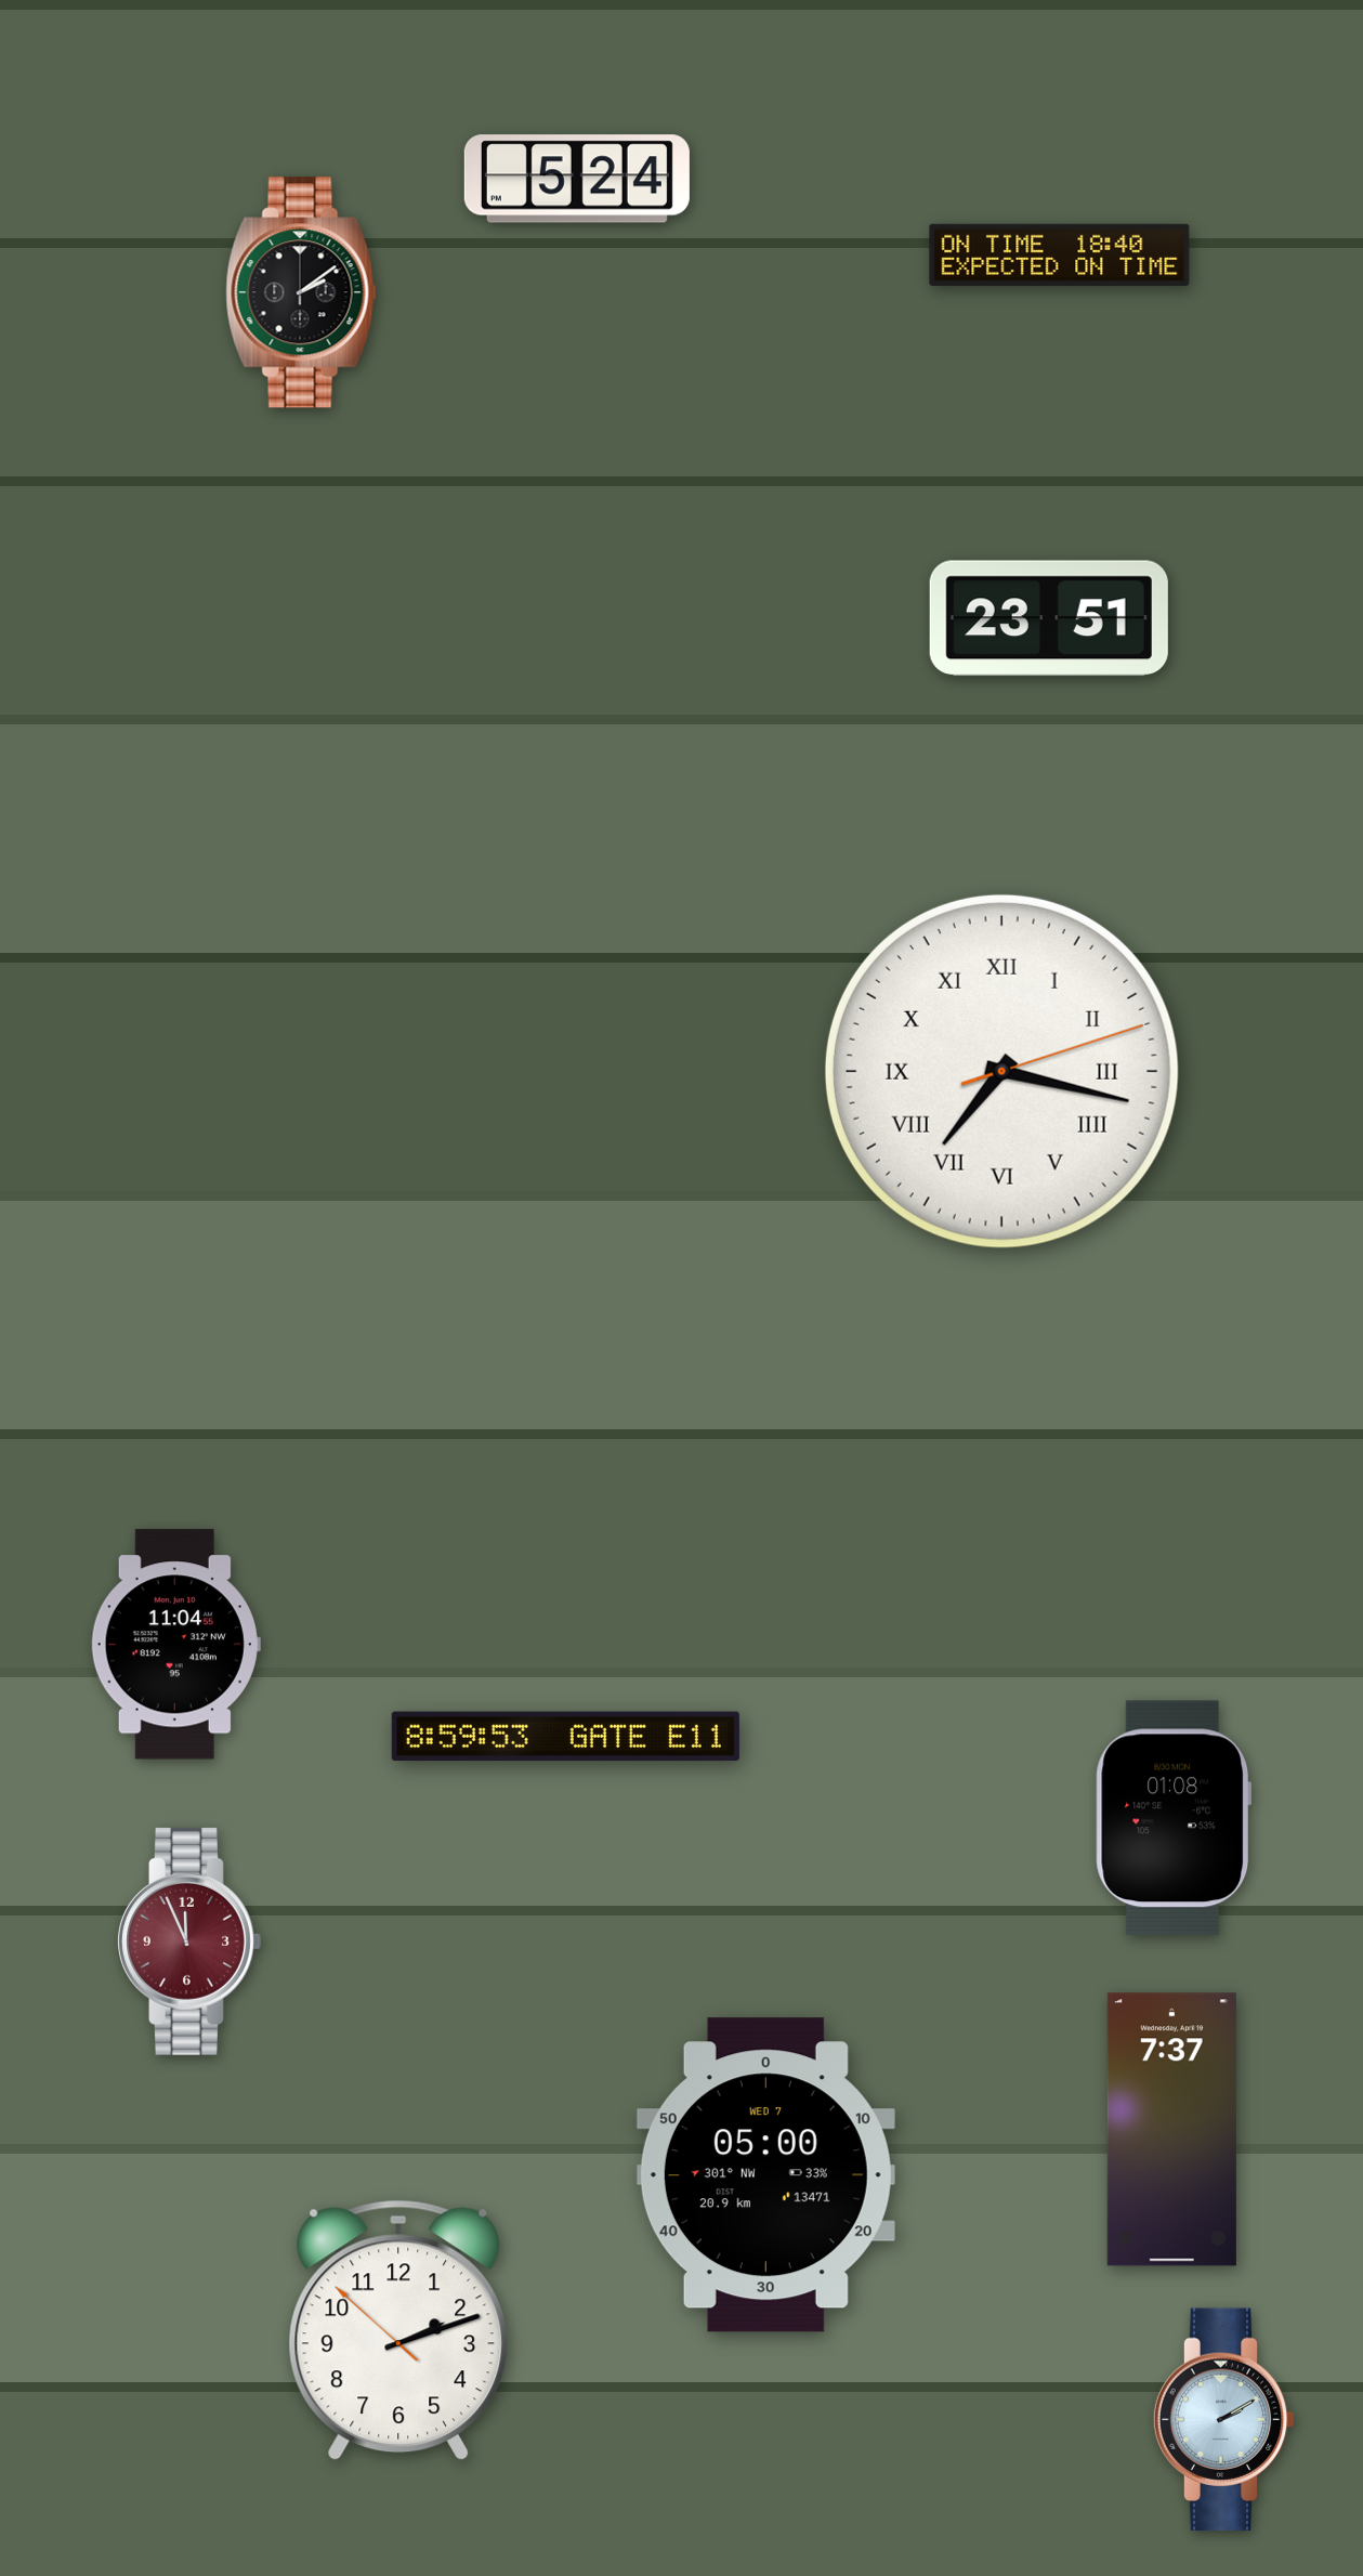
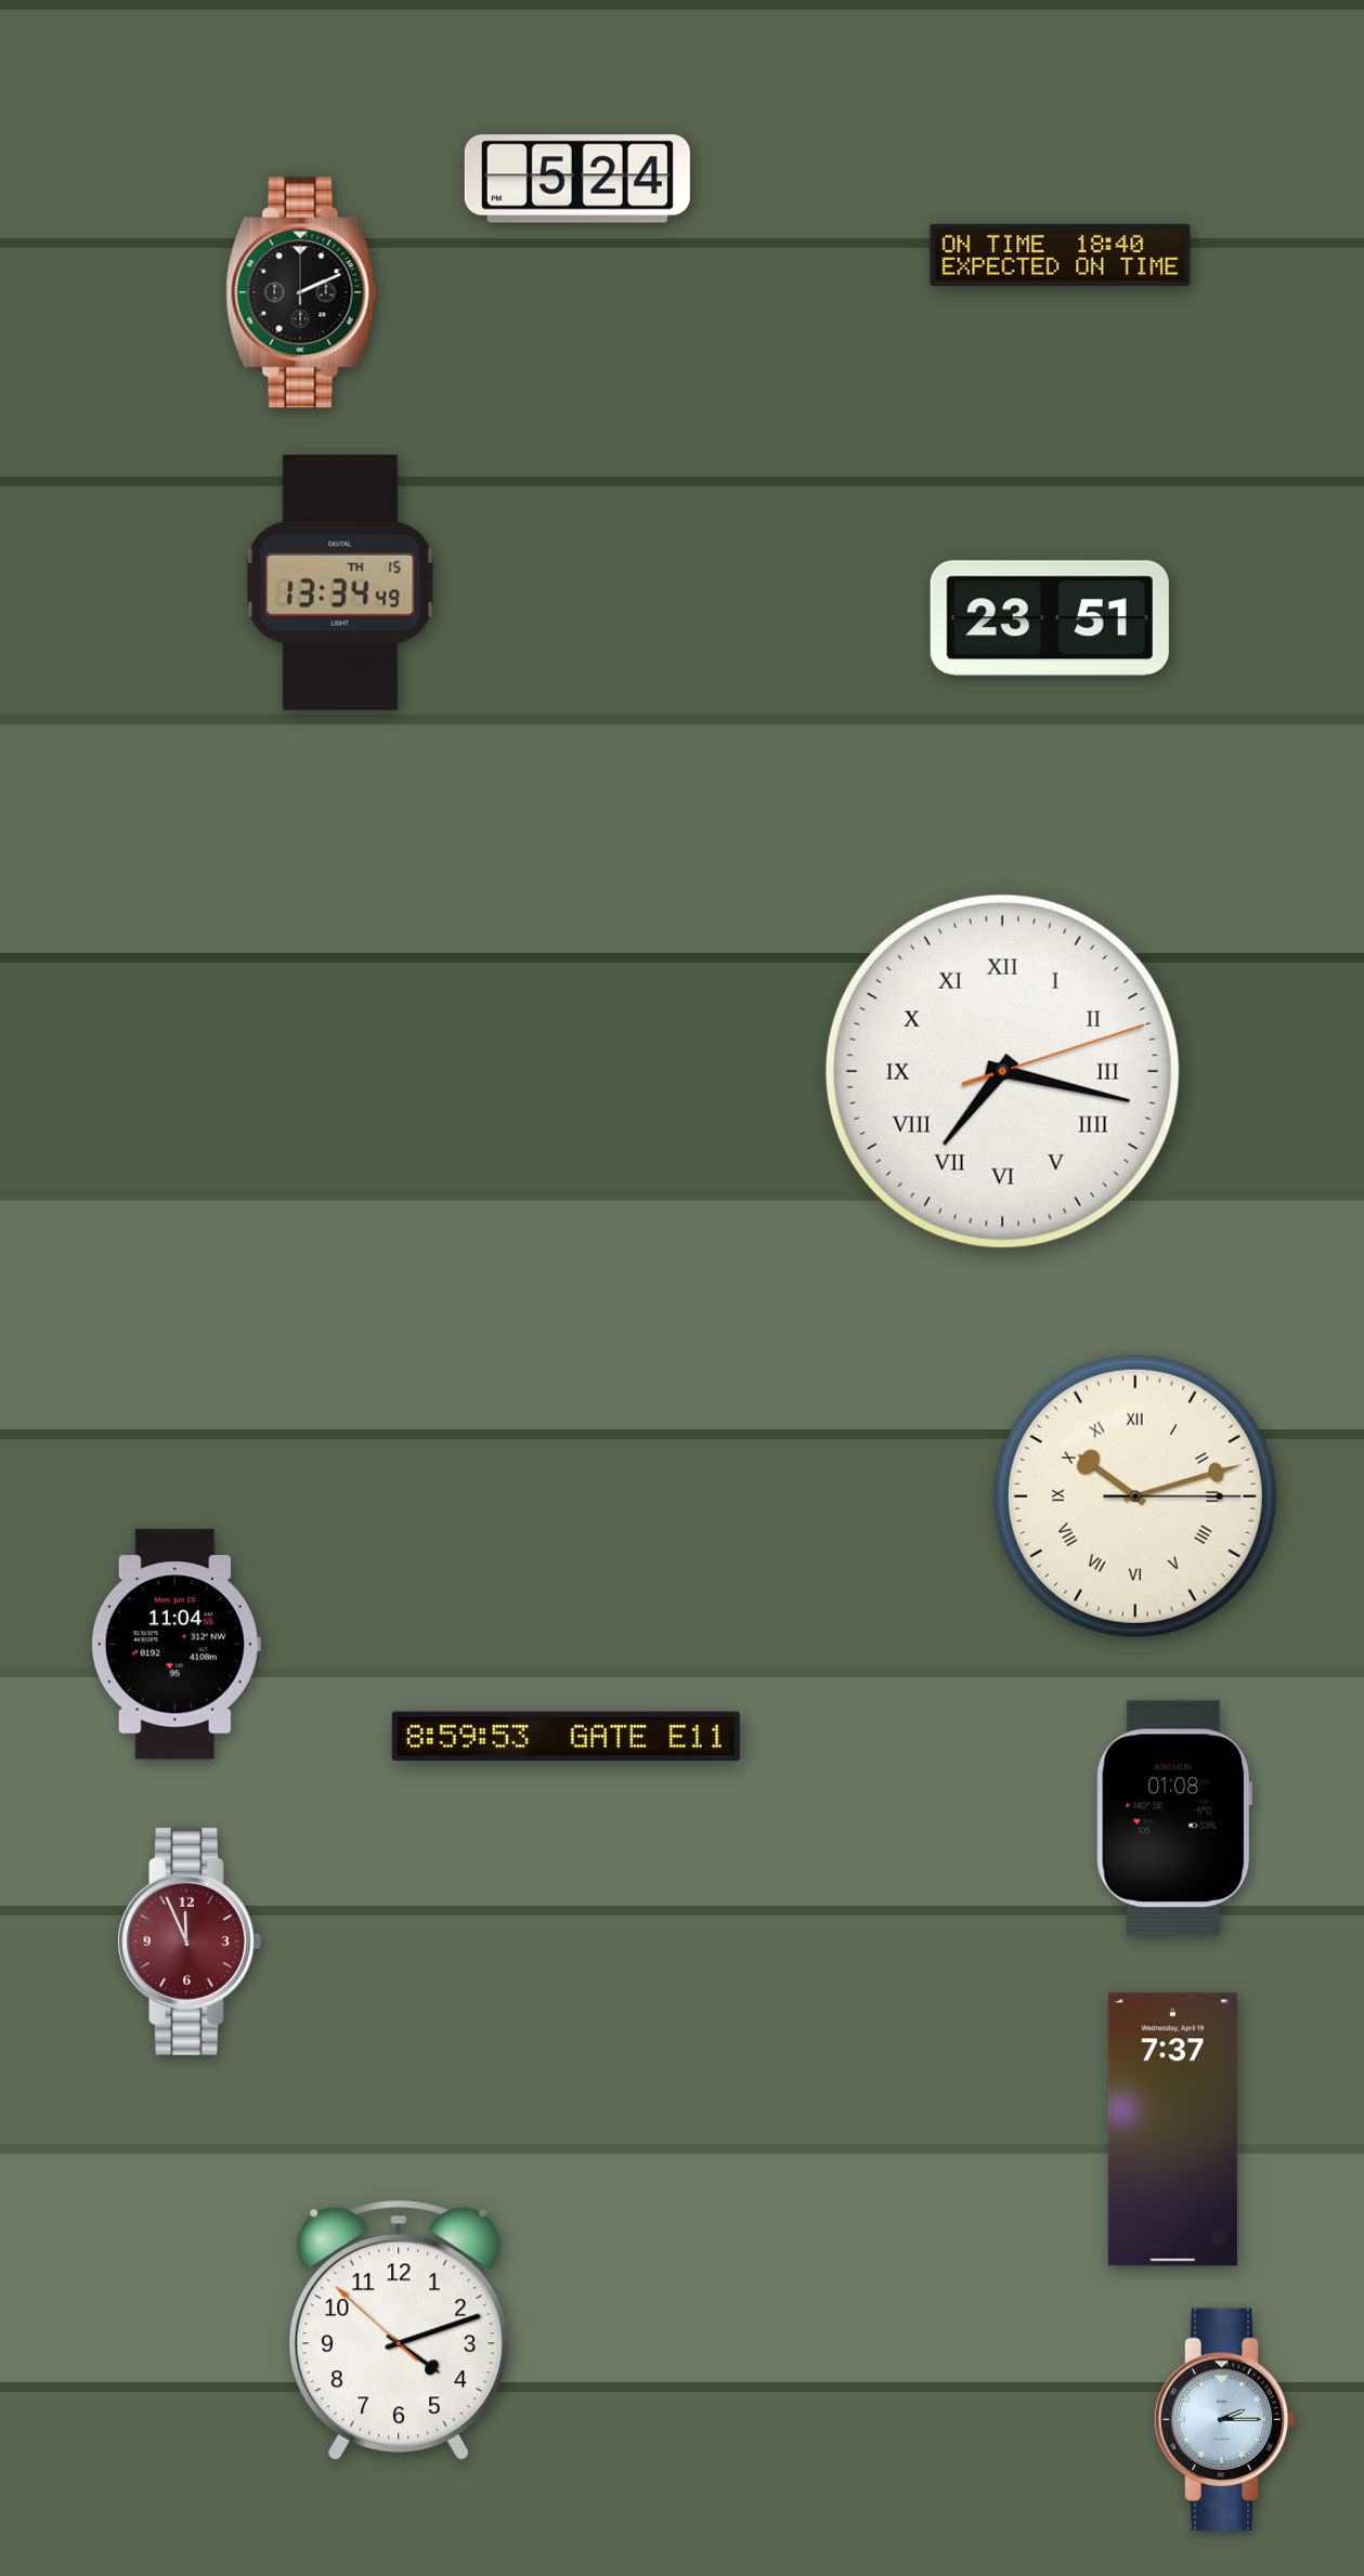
clock at (301, 292): 2:09 -> 2:11
clock at (340, 583): none -> 13:34
clock at (1135, 1496): none -> 10:12
clock at (765, 2175): 05:00 -> none
clock at (398, 2330): 2:11 -> 4:11
clock at (1223, 2420): 2:10 -> 2:15
